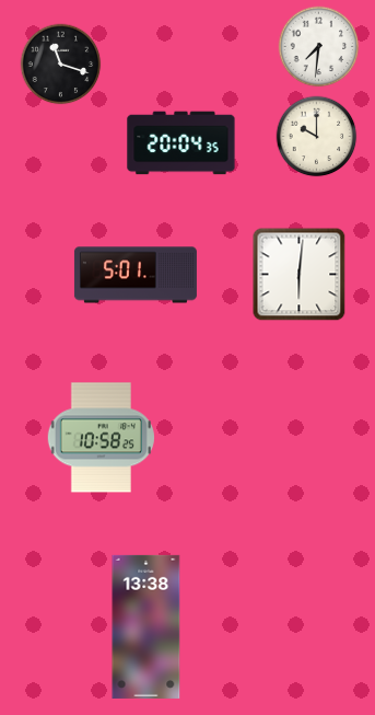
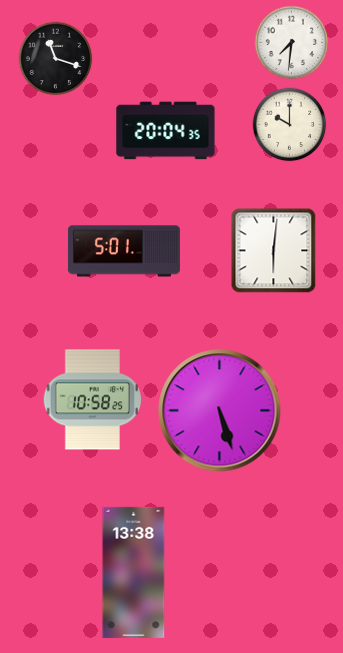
clock at (220, 411): none -> 5:27
